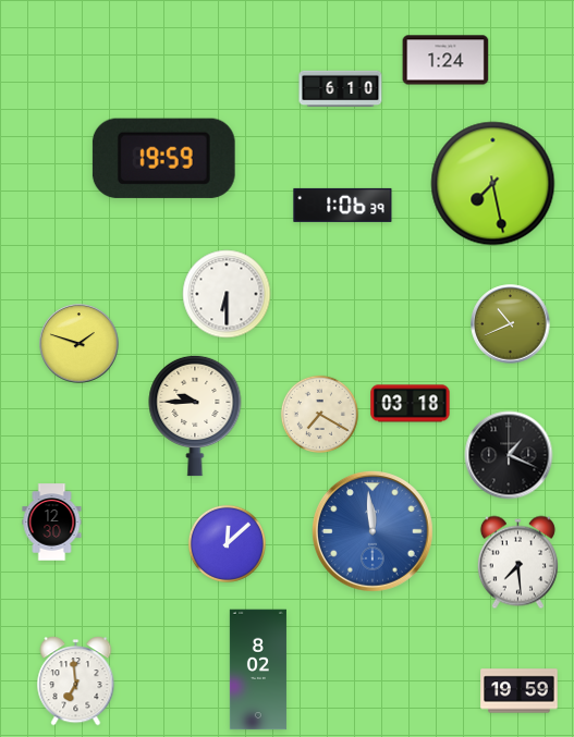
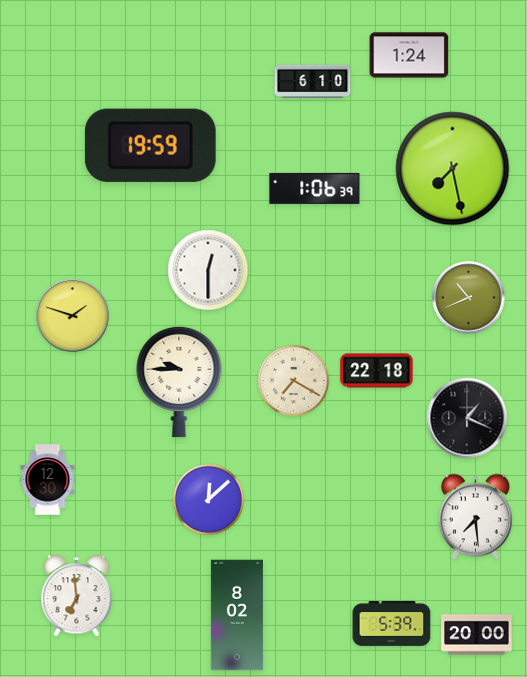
clock at (227, 294): 6:30 -> 12:30
clock at (411, 404): 03:18 -> 22:18
clock at (374, 532): 11:59 -> none
clock at (392, 623): none -> 5:39
clock at (76, 681) position: (76, 681) -> (77, 596)
clock at (520, 691): 19:59 -> 20:00
